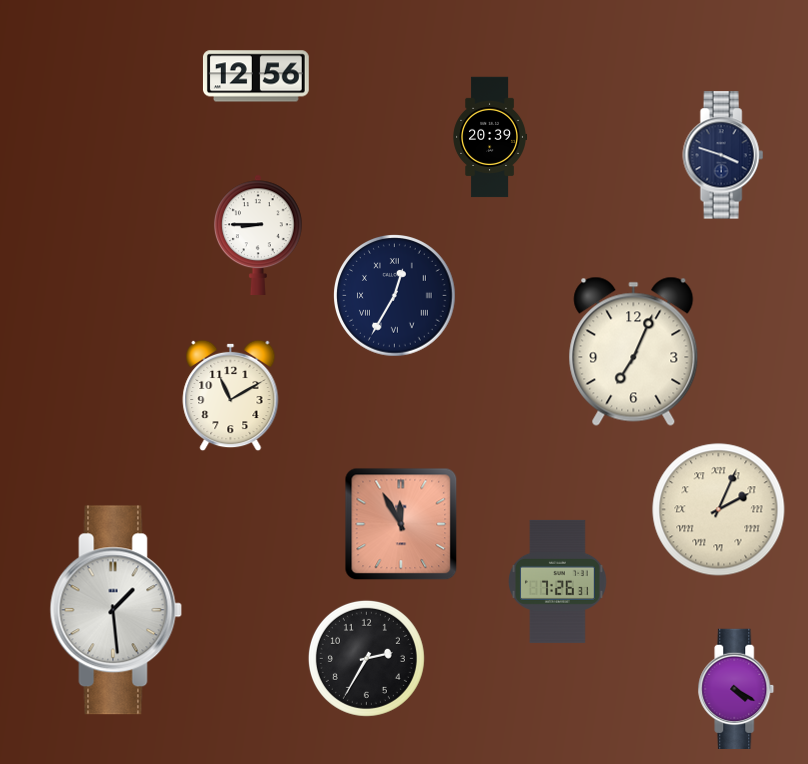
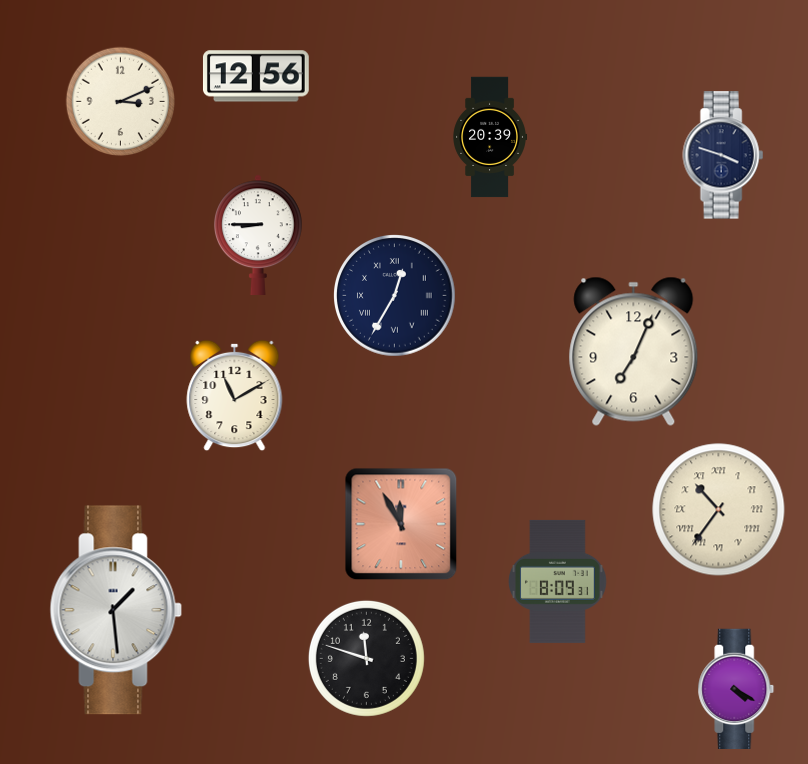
clock at (120, 101): none -> 3:11
clock at (231, 396) position: (231, 396) -> (235, 396)
clock at (719, 510): 2:04 -> 10:36
clock at (558, 581): 7:26 -> 8:09
clock at (366, 658): 2:35 -> 11:48
